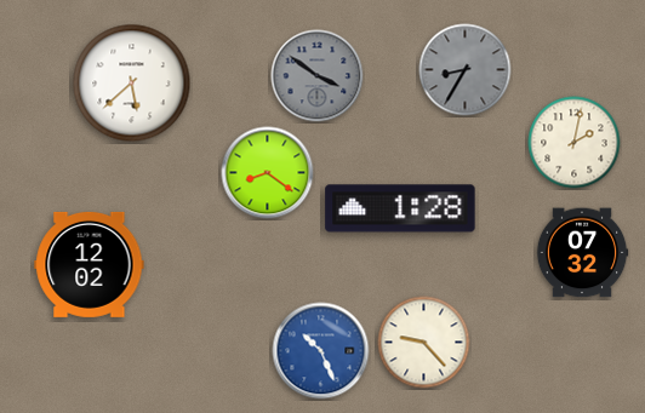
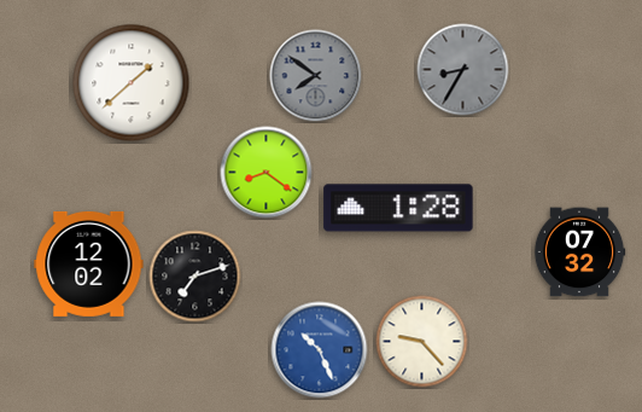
clock at (318, 76): 3:51 -> 7:51
clock at (132, 84): 5:38 -> 1:38
clock at (575, 143): 2:02 -> none
clock at (195, 277): none -> 7:12
